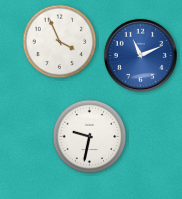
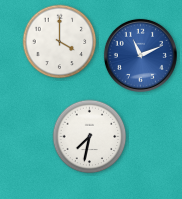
clock at (60, 42): 3:56 -> 4:00
clock at (90, 137): 9:32 -> 7:32
